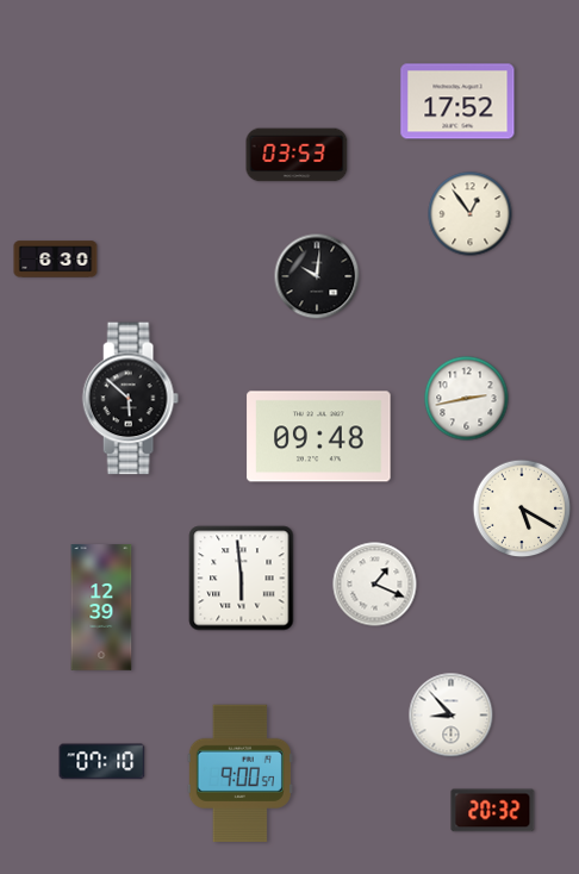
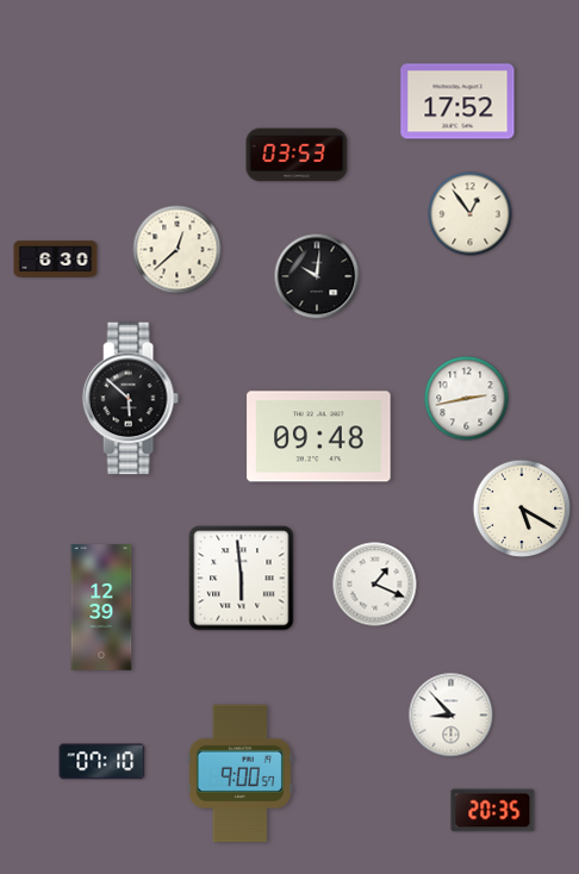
clock at (178, 250): none -> 12:38
clock at (493, 811): 20:32 -> 20:35
